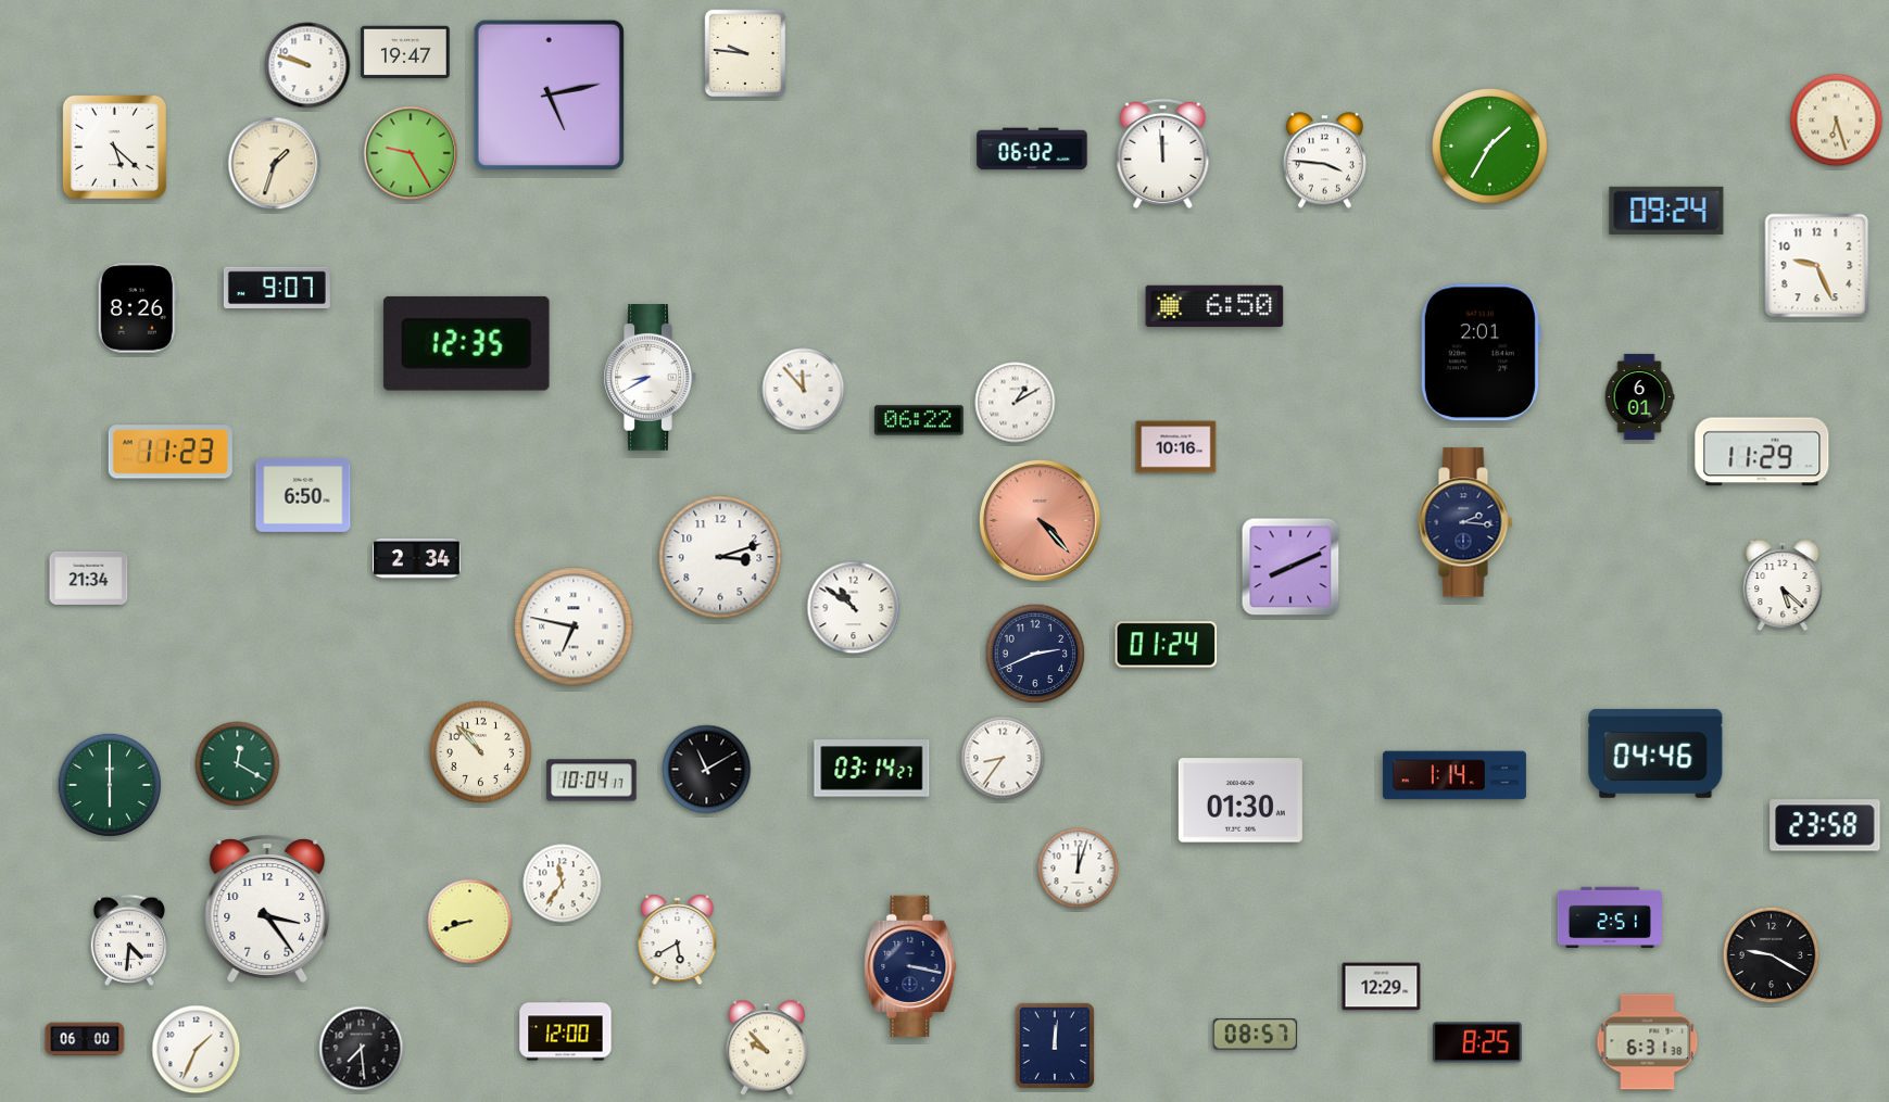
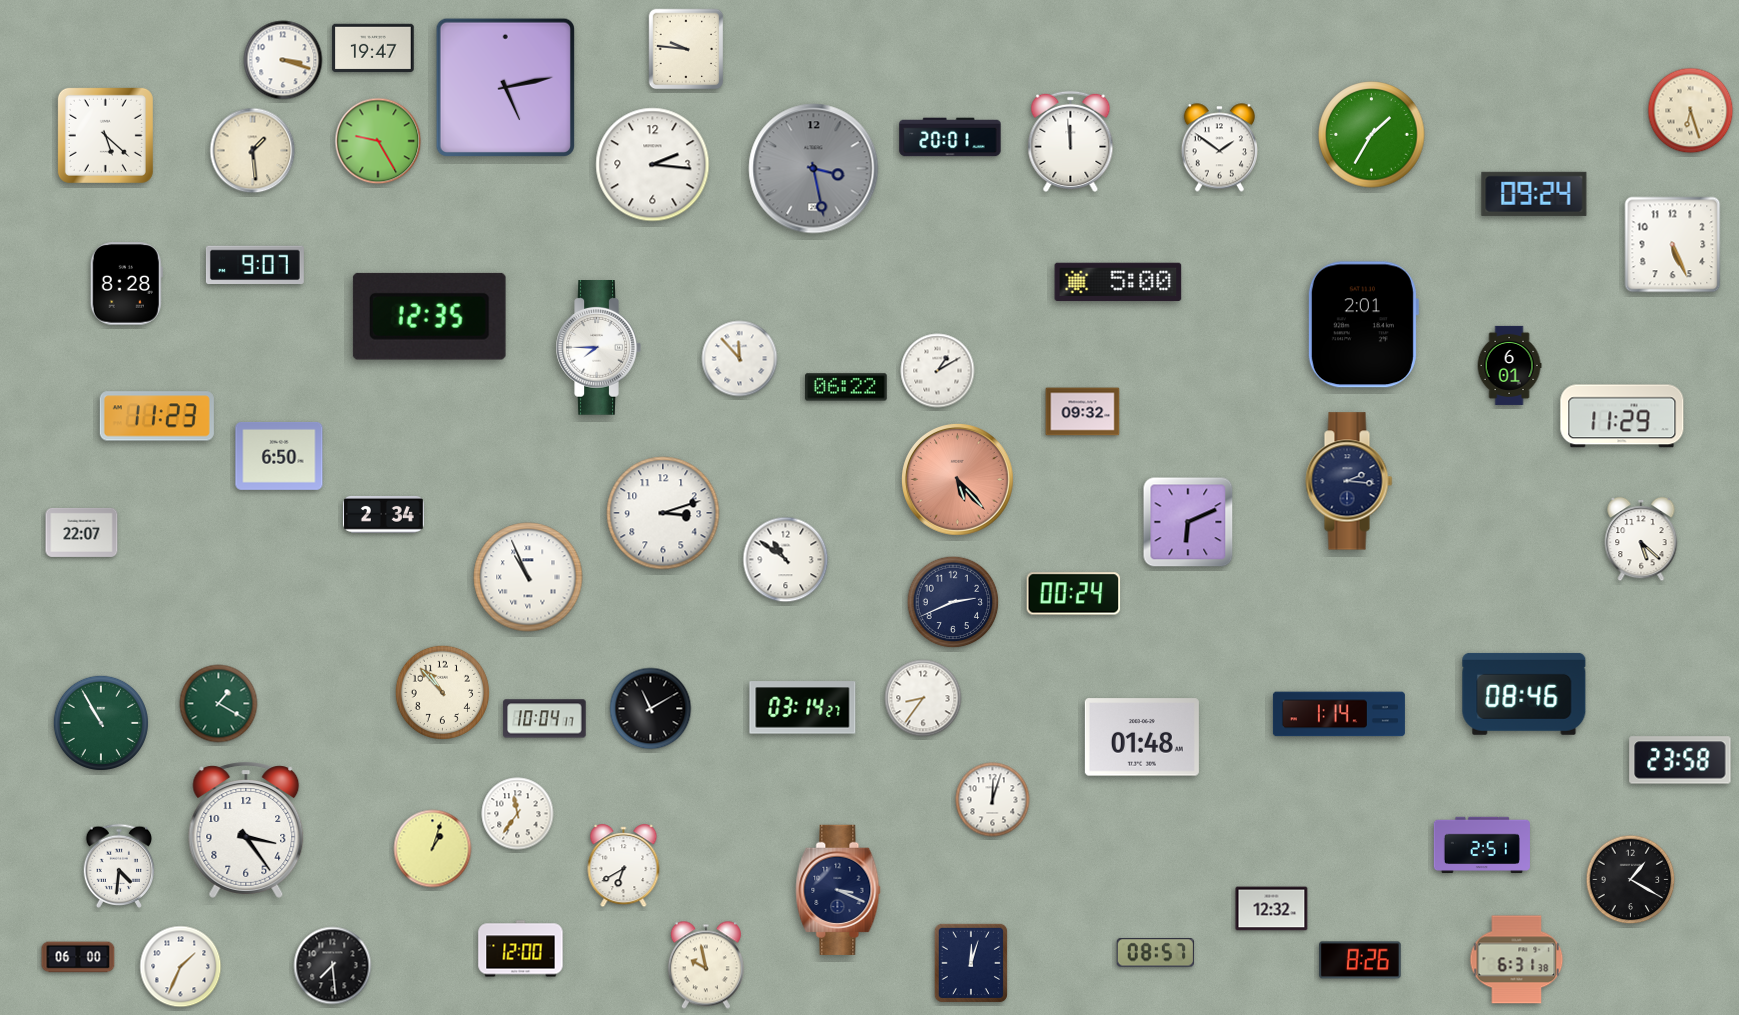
clock at (307, 65): 9:48 -> 3:18
clock at (1032, 149): 06:02 -> 20:01
clock at (1324, 161): 3:46 -> 1:51
clock at (275, 164): 1:33 -> 1:29
clock at (653, 165): none -> 2:16
clock at (814, 169): none -> 3:28
clock at (1817, 266): 9:26 -> 5:26
clock at (1214, 306): 6:50 -> 5:00
clock at (137, 308): 8:26 -> 8:28
clock at (650, 378): 8:40 -> 7:45
clock at (1016, 403) position: (1016, 403) -> (938, 371)
clock at (1176, 447): 10:16 -> 09:32
clock at (1040, 520): 4:23 -> 5:23
clock at (1290, 567): 8:11 -> 6:11
clock at (89, 578): 21:34 -> 22:07
clock at (574, 626): 6:47 -> 10:56
clock at (1167, 645): 01:24 -> 00:24
clock at (1655, 753): 04:46 -> 08:46
clock at (238, 764): 12:20 -> 1:20
clock at (110, 785): 6:00 -> 10:55
clock at (1241, 800): 01:30 -> 01:48
clock at (267, 909) position: (267, 909) -> (246, 830)
clock at (470, 922): 8:42 -> 1:03
clock at (678, 940): 5:40 -> 6:40
clock at (1772, 955): 9:20 -> 1:20
clock at (910, 966): 3:17 -> 3:19
clock at (1382, 987): 12:29 -> 12:32
clock at (1477, 1042): 8:25 -> 8:26
clock at (1055, 1046): 12:01 -> 12:03
clock at (767, 1048): 9:53 -> 9:58
